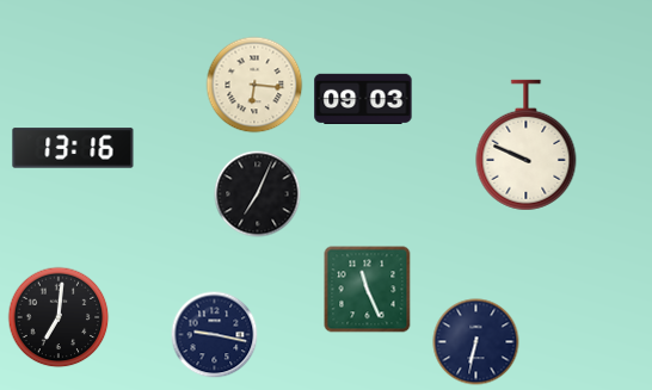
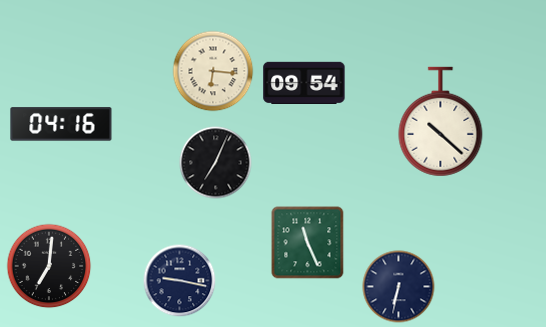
clock at (363, 98): 09:03 -> 09:54
clock at (527, 146): 9:49 -> 10:22
clock at (73, 148): 13:16 -> 04:16
